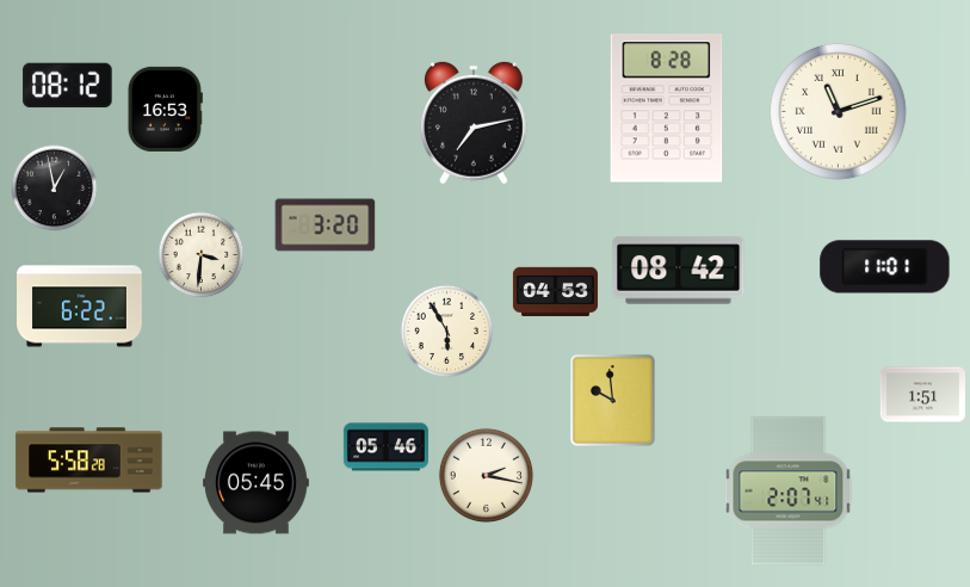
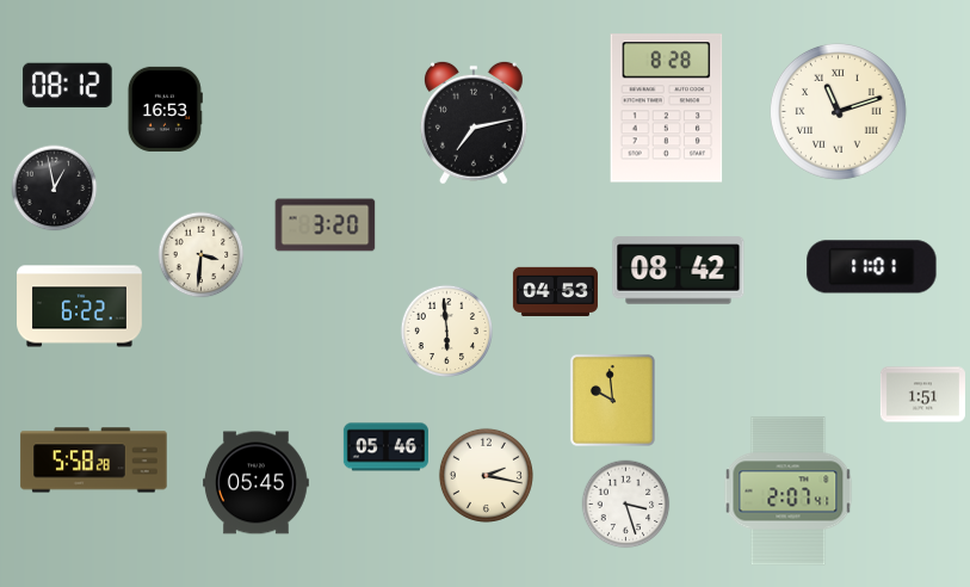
clock at (885, 267) position: (885, 267) -> (872, 267)
clock at (446, 330): 5:55 -> 5:59
clock at (89, 461) position: (89, 461) -> (94, 461)
clock at (626, 505): none -> 3:27
